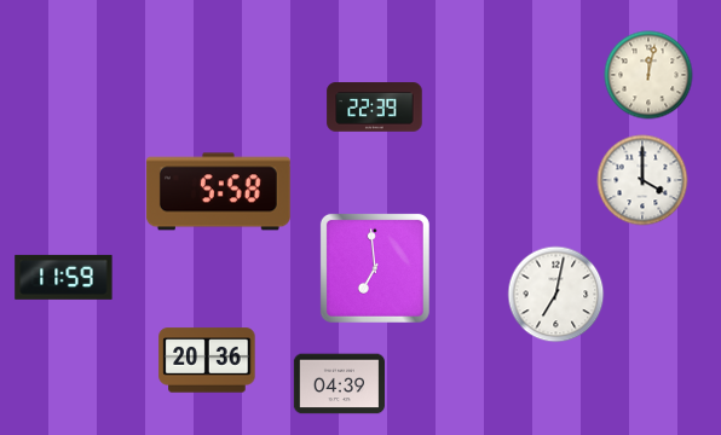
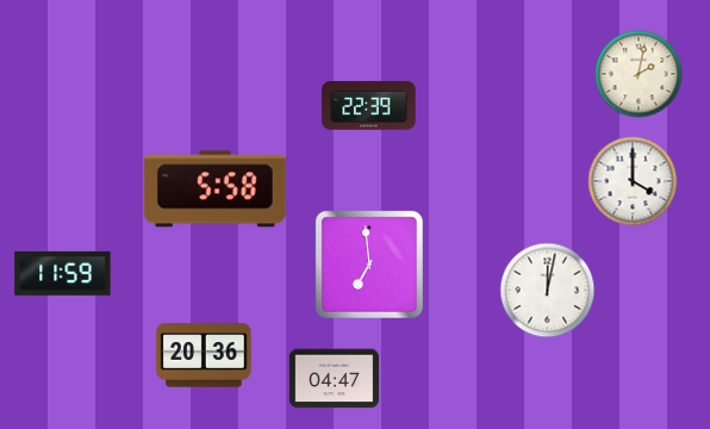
clock at (648, 75): 12:02 -> 2:02
clock at (642, 180) position: (642, 180) -> (633, 181)
clock at (556, 295): 7:02 -> 12:02
clock at (339, 384): 04:39 -> 04:47
